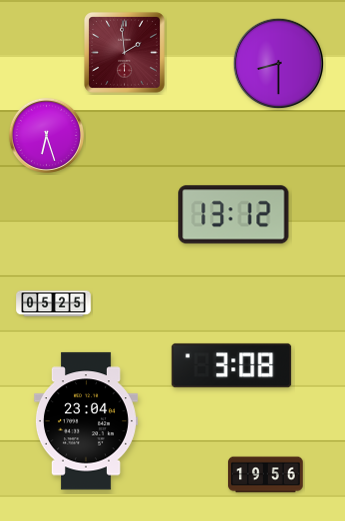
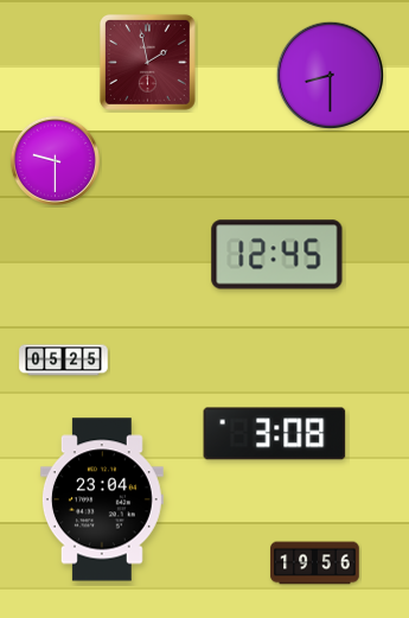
clock at (124, 52): 1:59 -> 1:58
clock at (46, 135): 6:27 -> 9:30
clock at (234, 215): 13:12 -> 12:45
